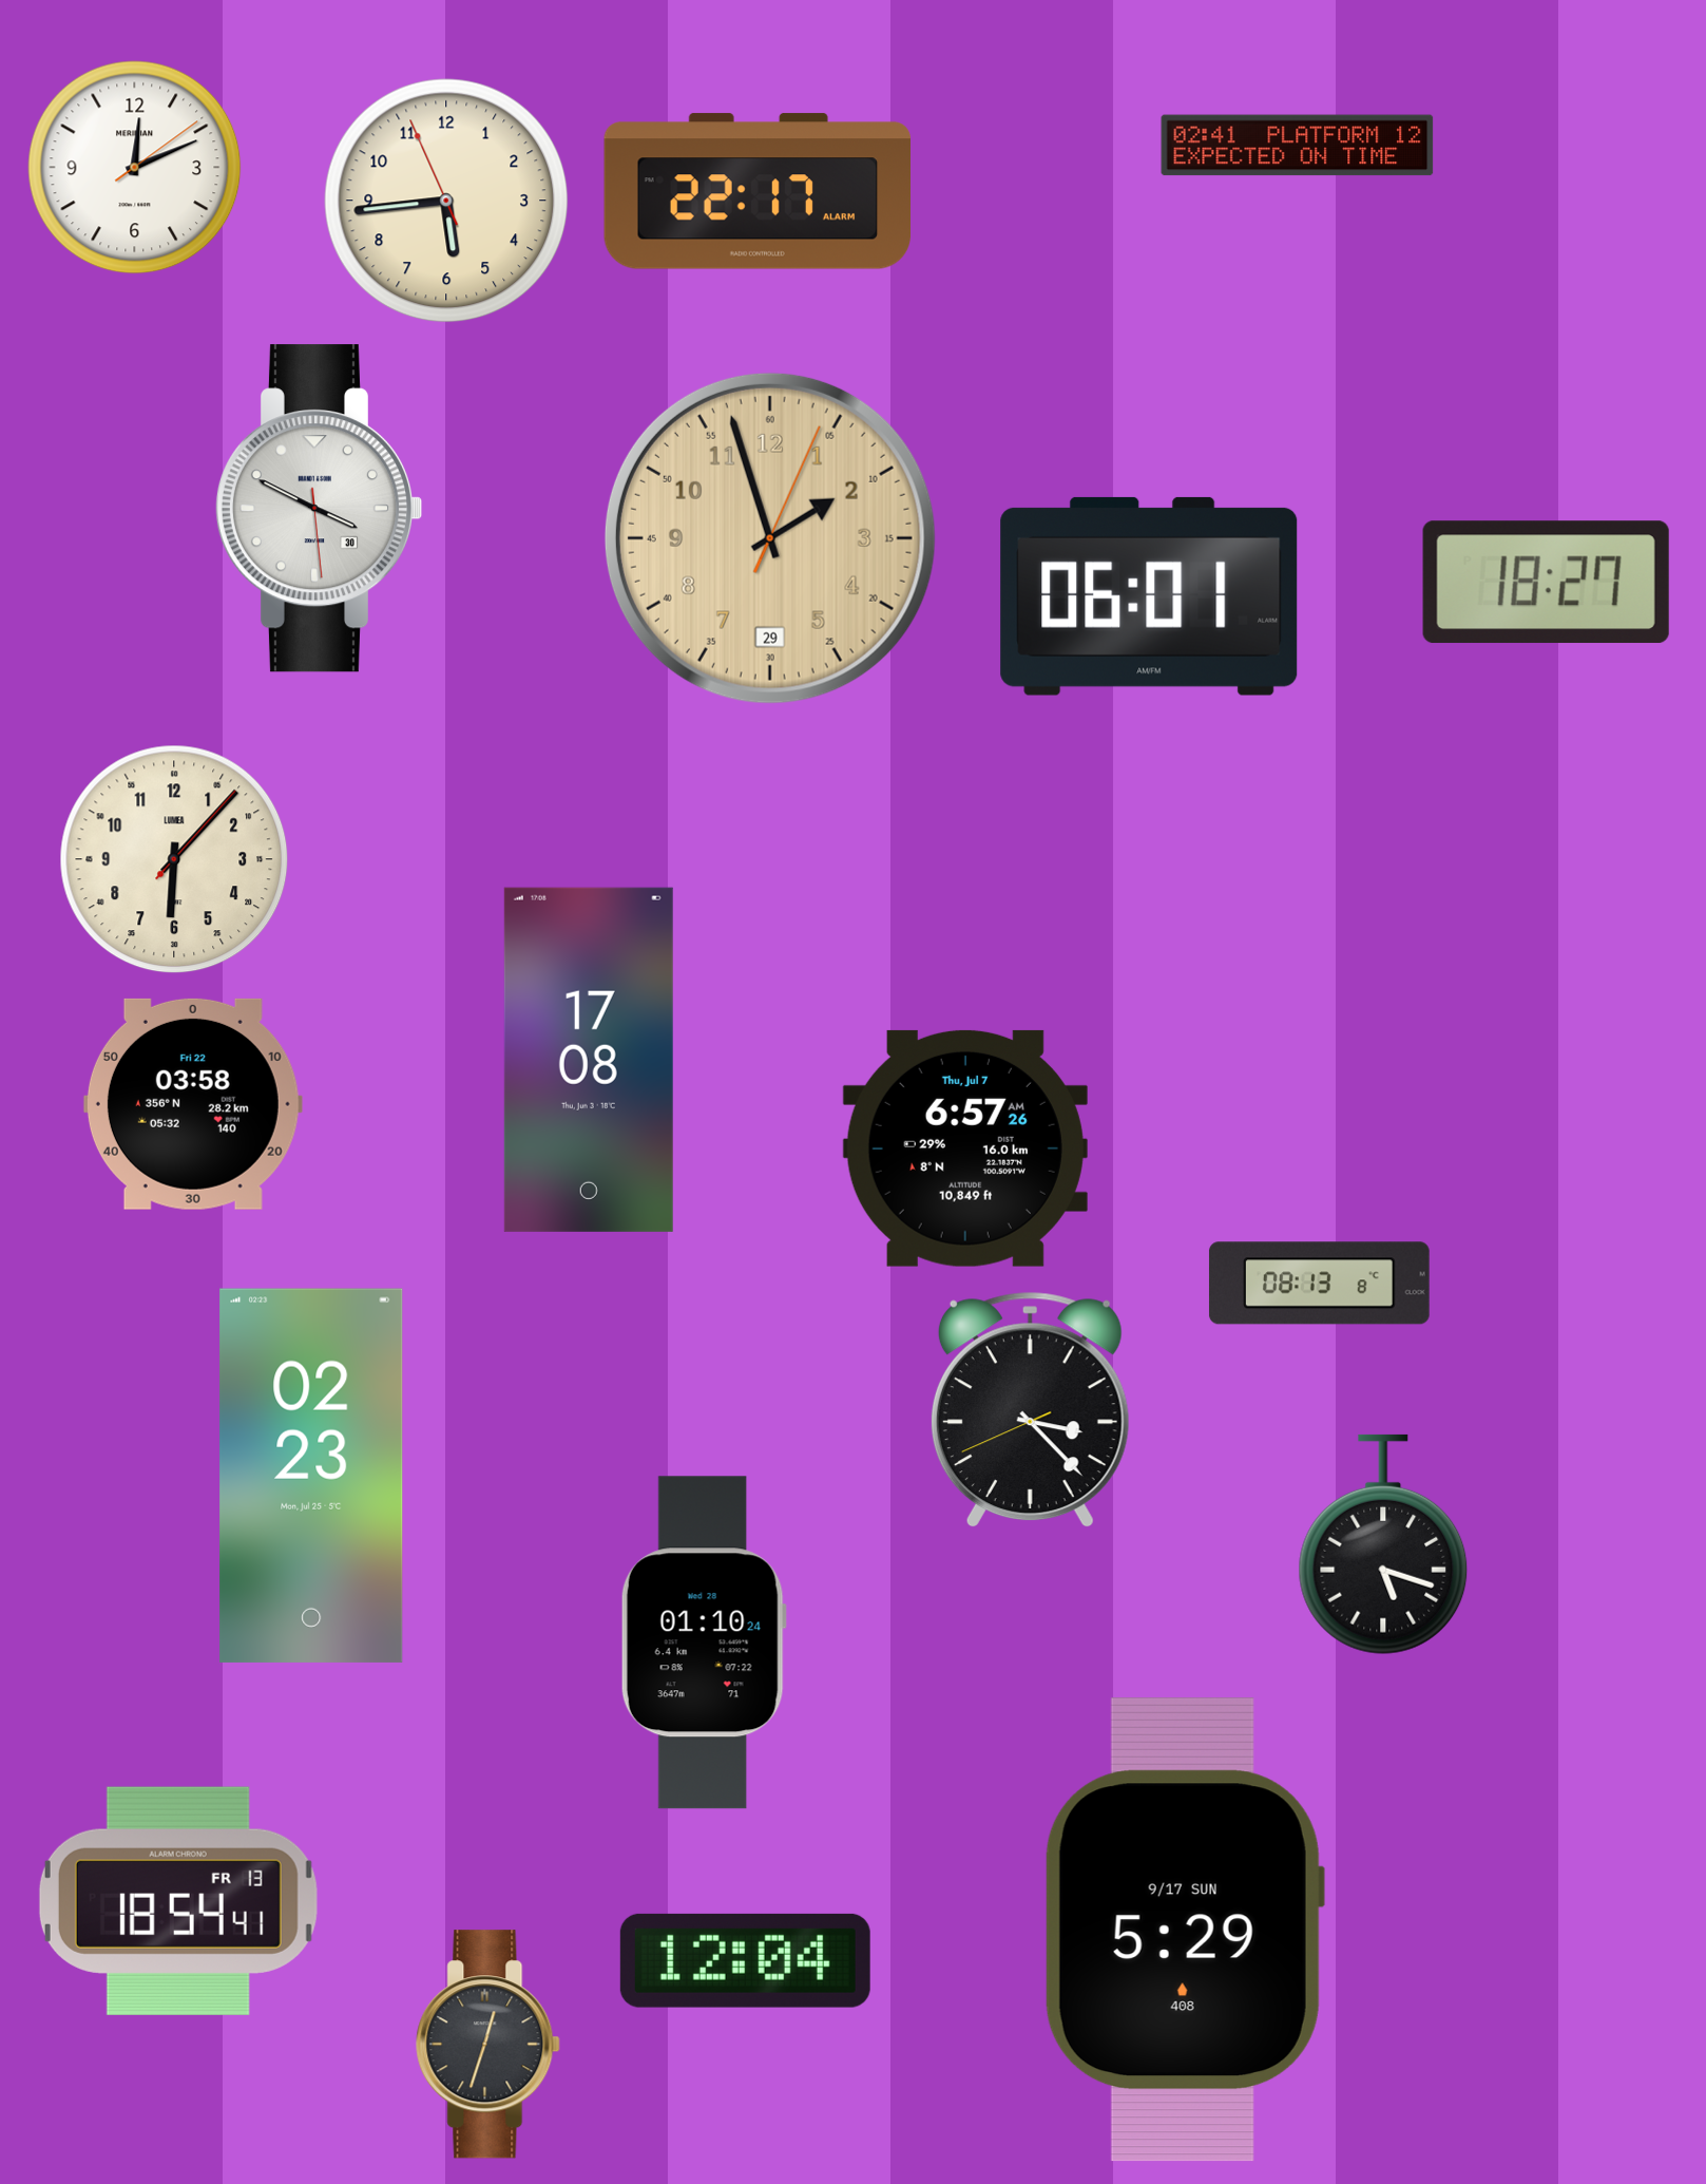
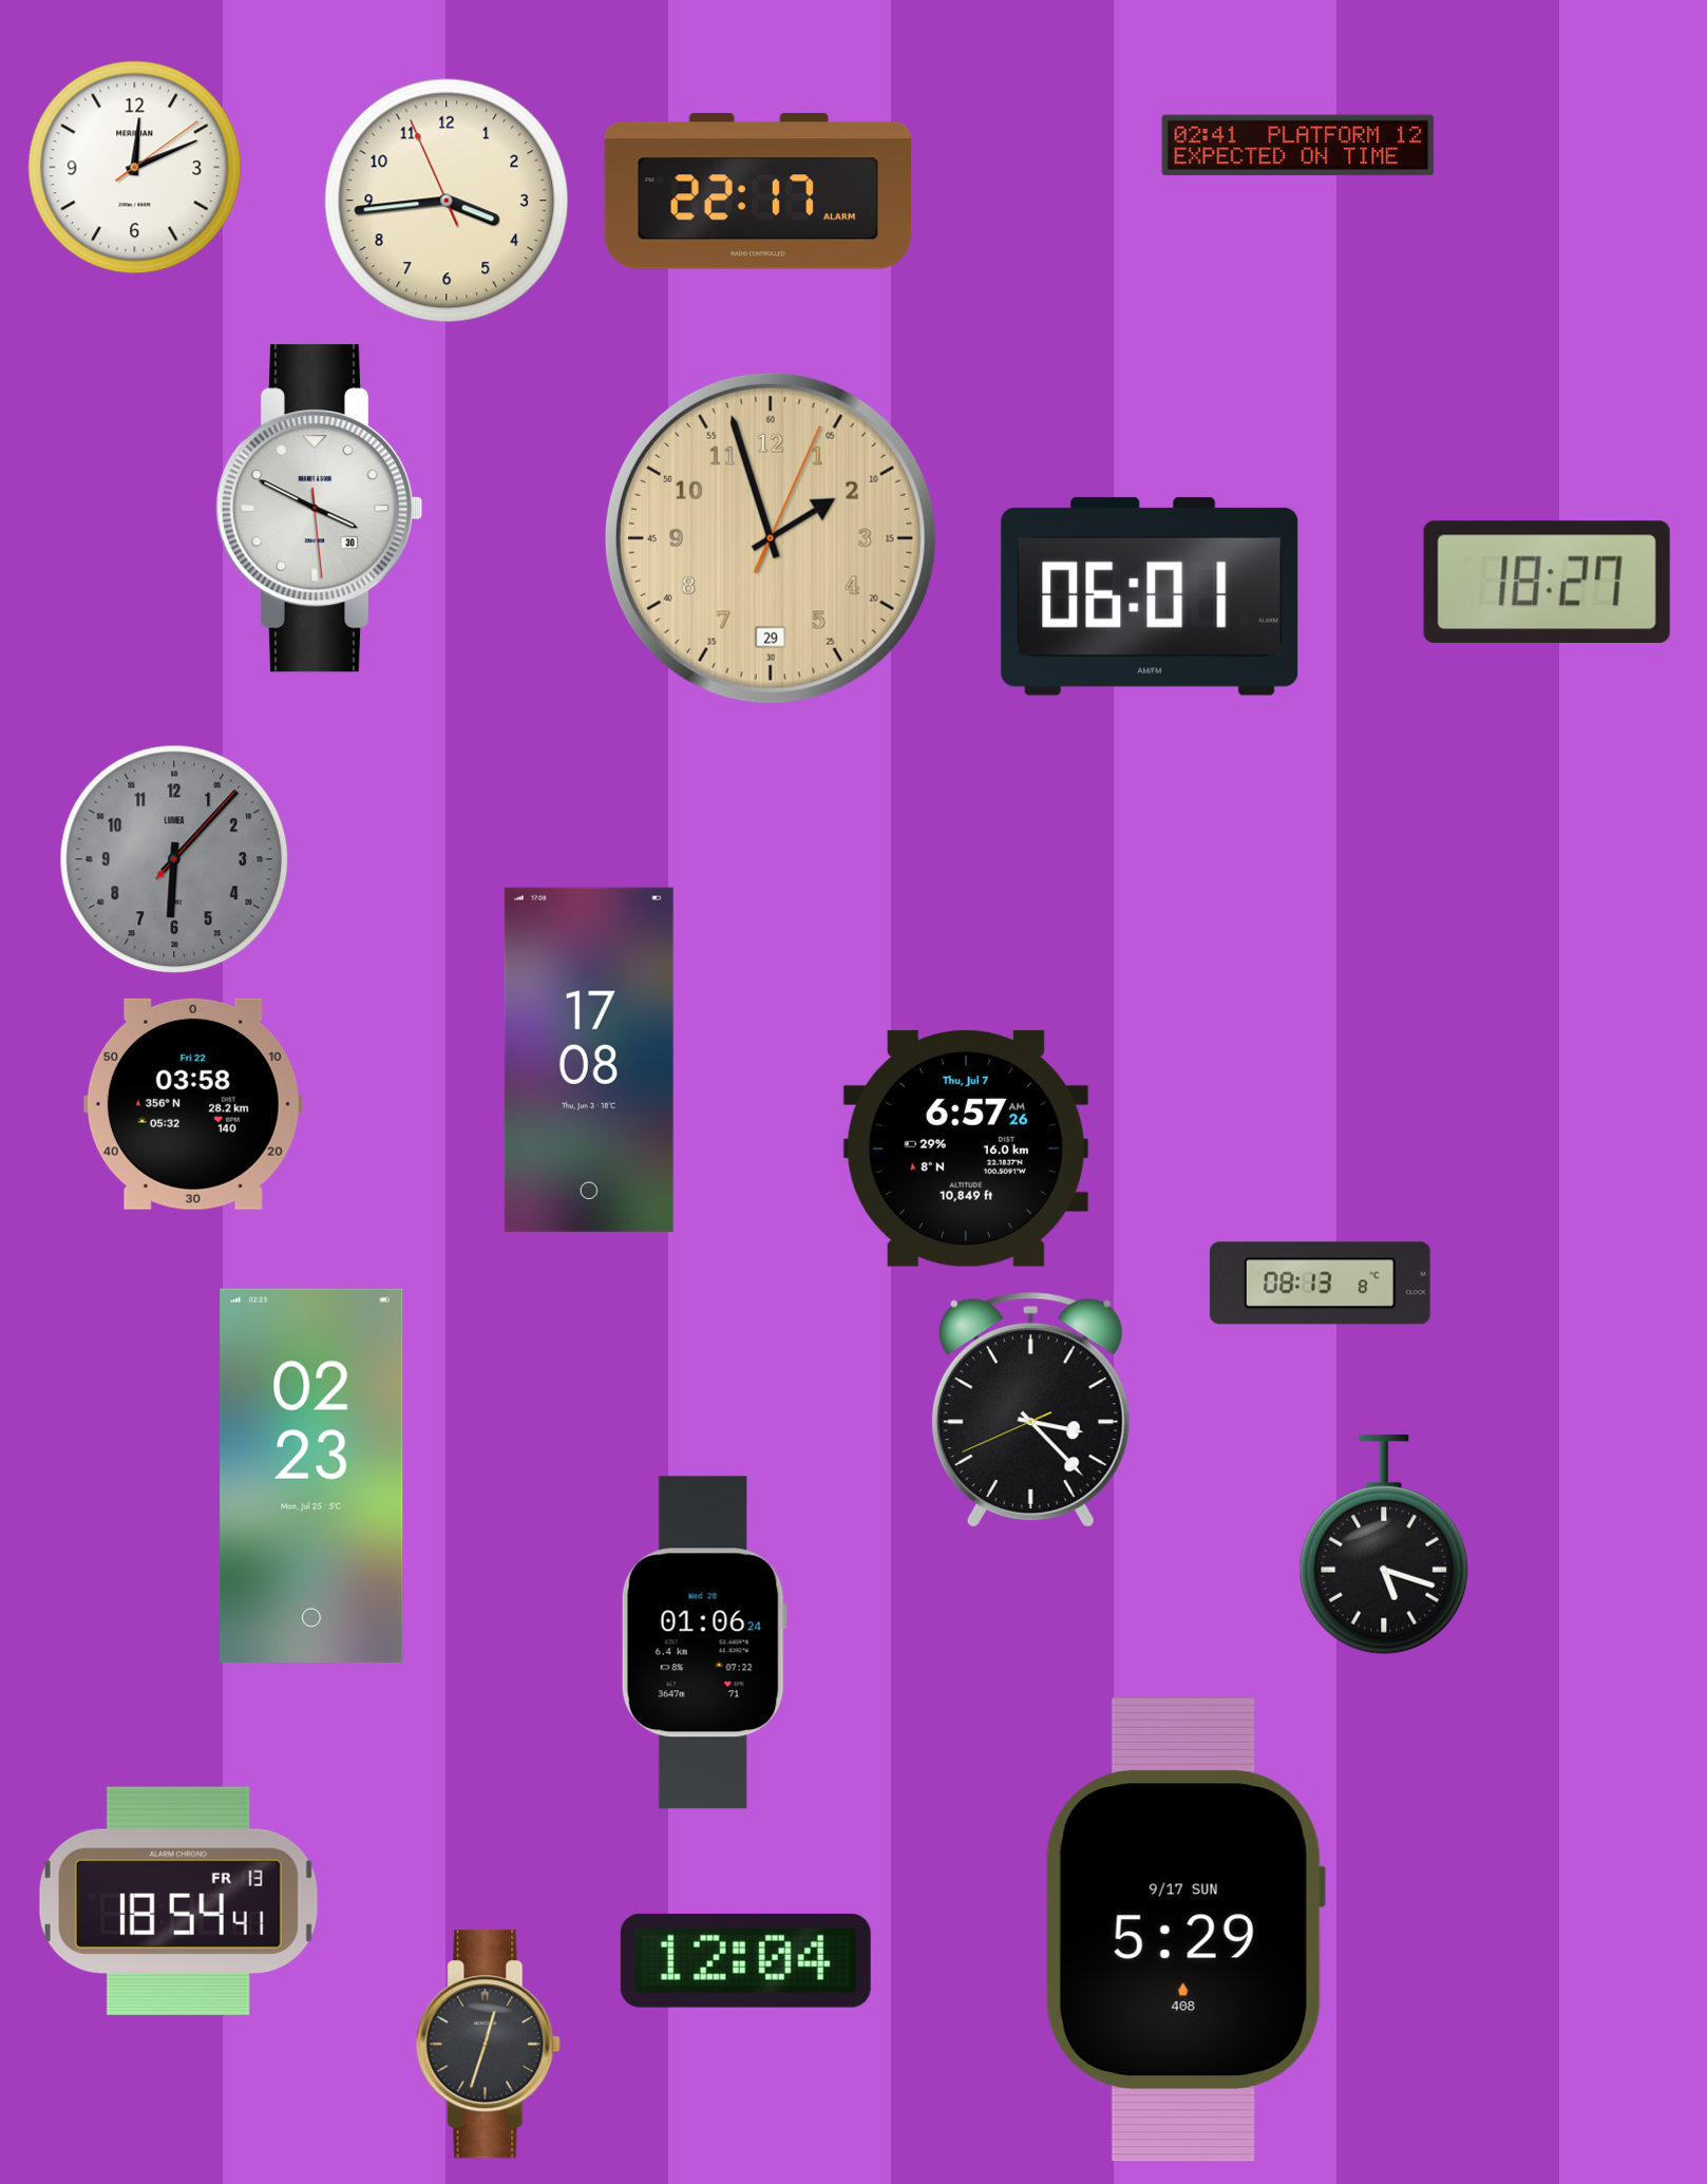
clock at (446, 201): 5:43 -> 3:43
clock at (174, 859) dial: cream -> grey
clock at (704, 1642): 01:10 -> 01:06
